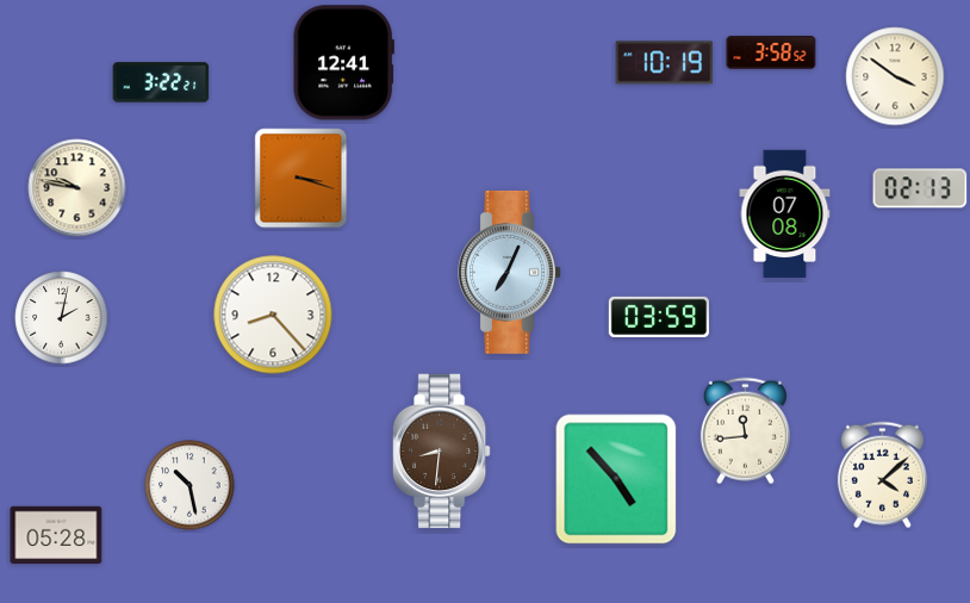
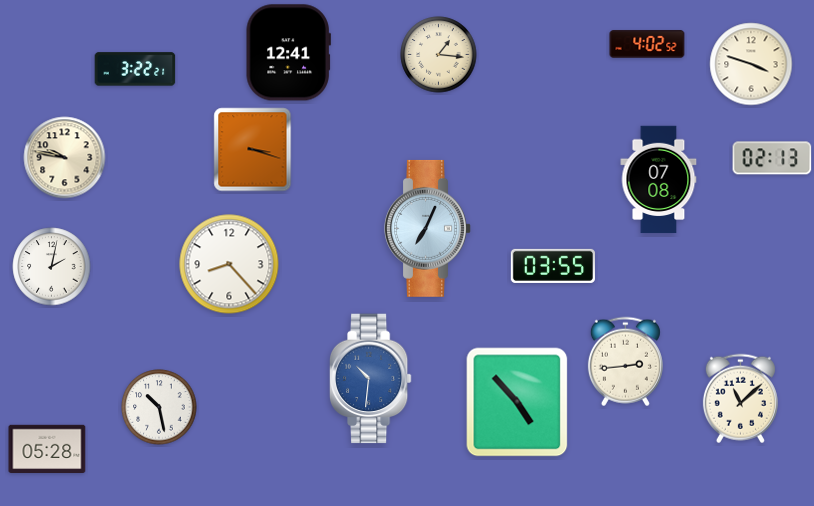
clock at (771, 52): 3:58 -> 4:02
clock at (665, 63): 10:19 -> none
clock at (439, 55): none -> 1:16
clock at (895, 76): 3:51 -> 3:48
clock at (659, 317): 03:59 -> 03:55
clock at (745, 431): 11:44 -> 2:44
clock at (441, 452): 8:31 -> 10:31
clock at (441, 452) dial: brown -> blue
clock at (882, 475): 4:08 -> 11:08
